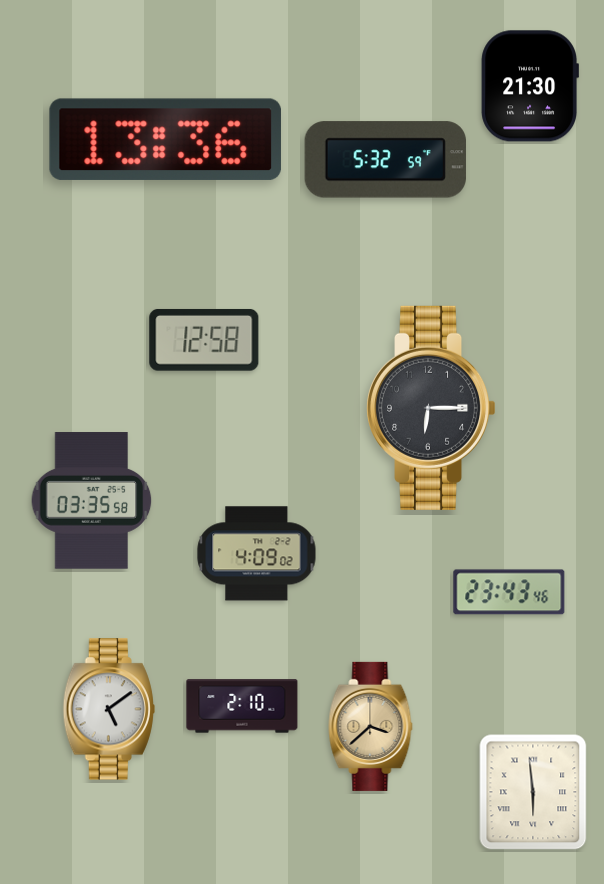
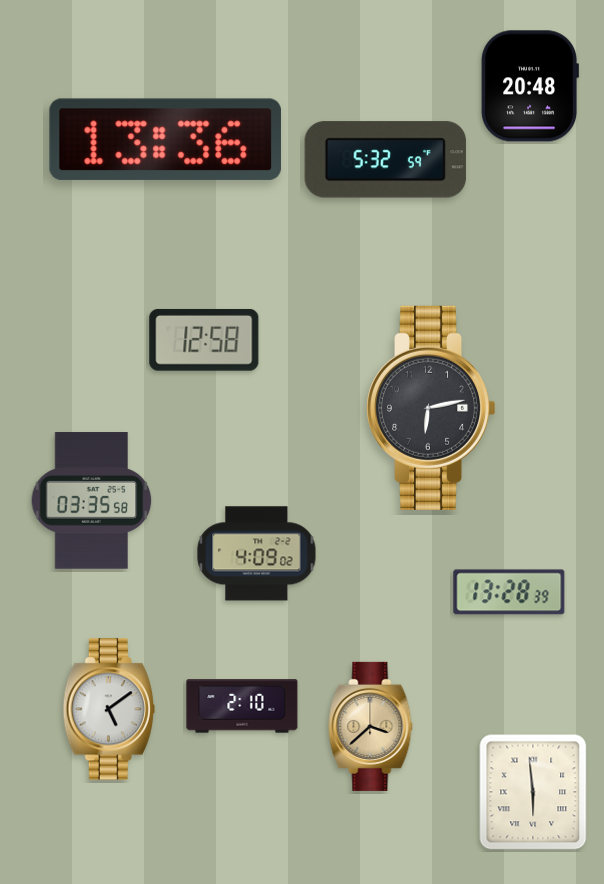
clock at (530, 86): 21:30 -> 20:48
clock at (432, 408): 6:15 -> 6:13
clock at (509, 592): 23:43 -> 13:28
